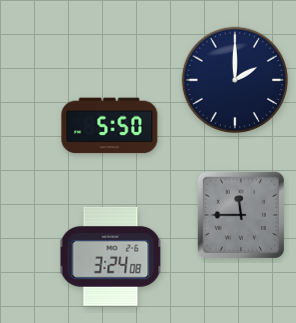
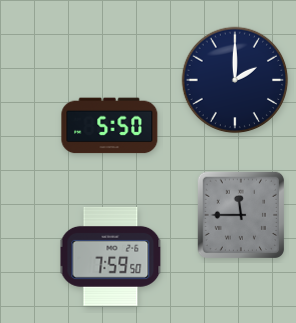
clock at (111, 256): 3:24 -> 7:59
